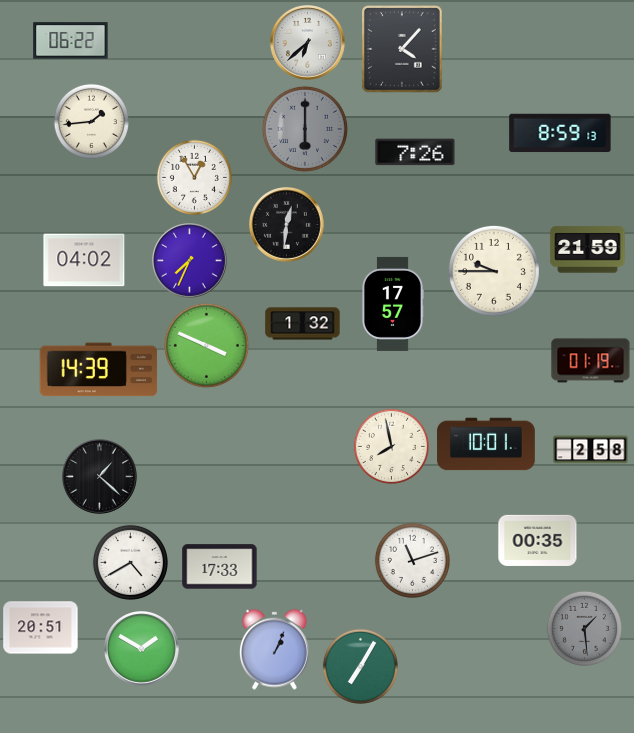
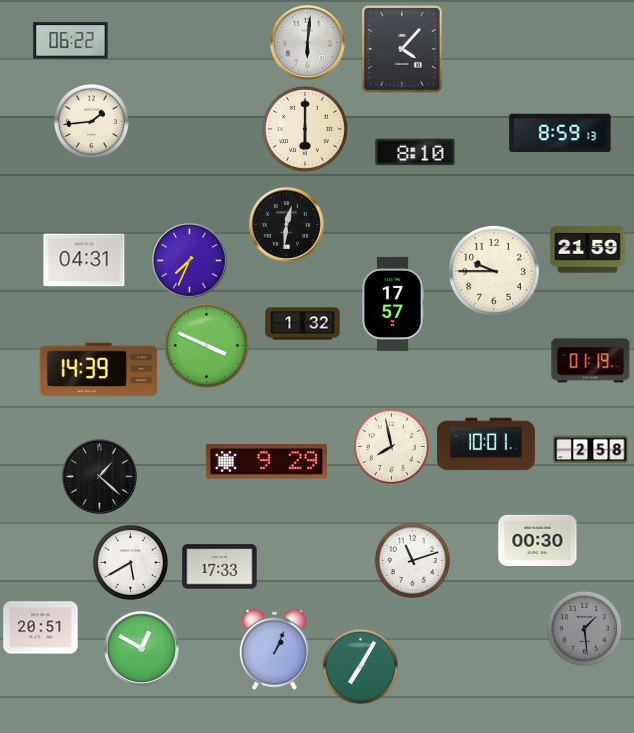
clock at (308, 43): 6:38 -> 6:01
clock at (305, 129) dial: grey -> cream
clock at (415, 152): 7:26 -> 8:10
clock at (194, 177): 12:55 -> none
clock at (84, 260): 04:02 -> 04:31
clock at (266, 462): none -> 9:29
clock at (538, 540): 00:35 -> 00:30
clock at (130, 562): 4:40 -> 5:40
clock at (142, 649): 1:50 -> 12:50
